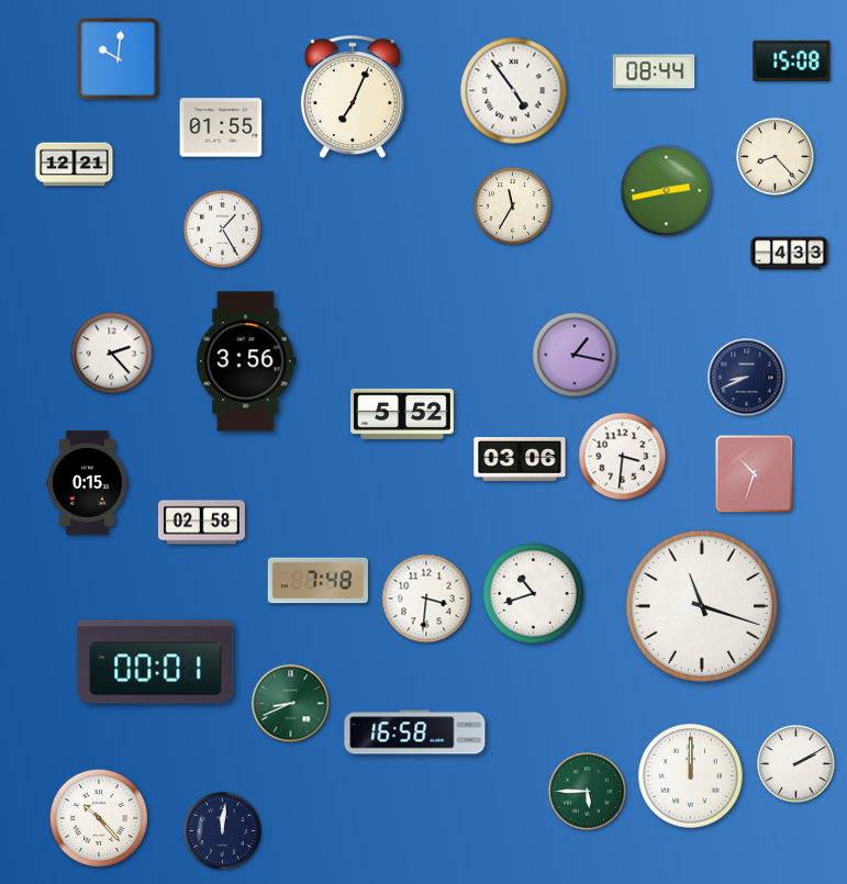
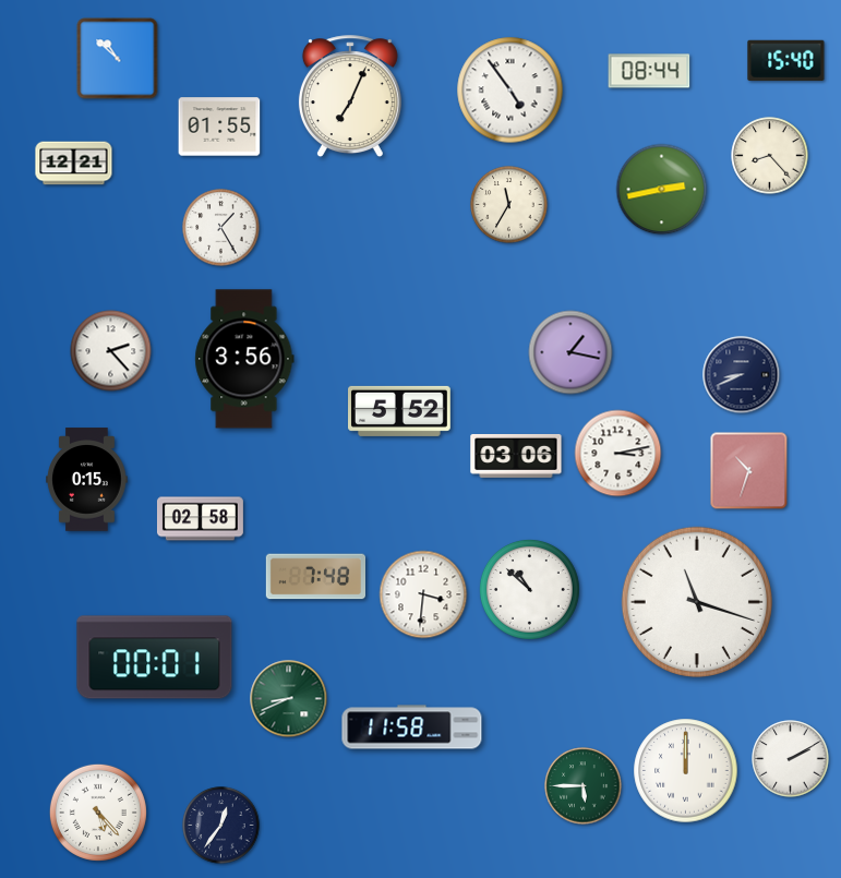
clock at (119, 59): 10:01 -> 10:52
clock at (792, 60): 15:08 -> 15:40
clock at (790, 254): 4:33 -> none
clock at (623, 457): 3:31 -> 3:13
clock at (533, 593): 10:42 -> 10:52
clock at (415, 732): 16:58 -> 11:58
clock at (99, 818): 10:23 -> 5:23
clock at (223, 831): 12:01 -> 12:36
